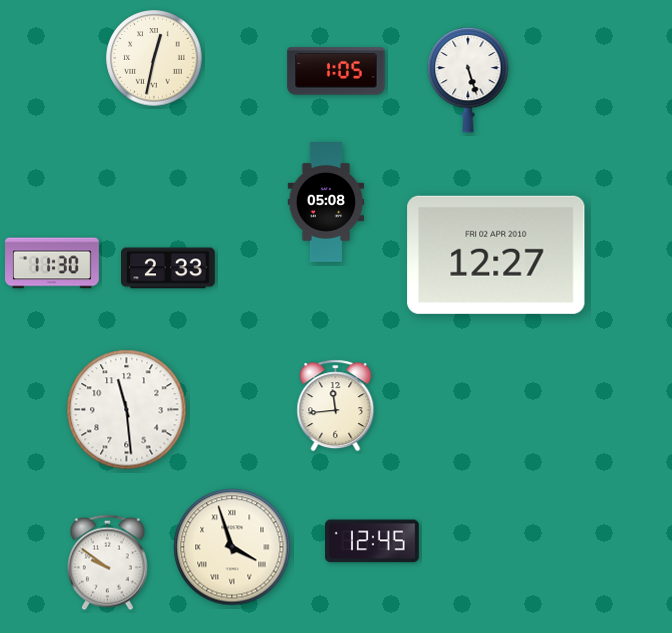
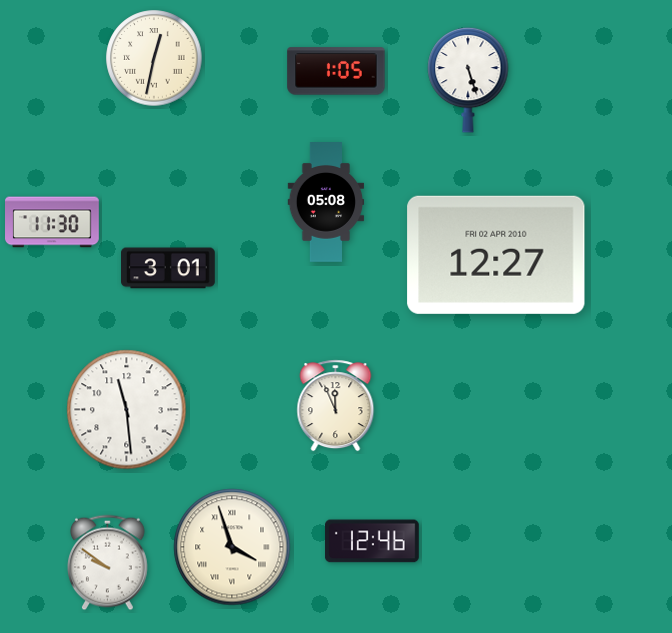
clock at (53, 263) position: (53, 263) -> (53, 222)
clock at (169, 268): 2:33 -> 3:01
clock at (336, 406): 11:44 -> 11:56
clock at (373, 541): 12:45 -> 12:46
